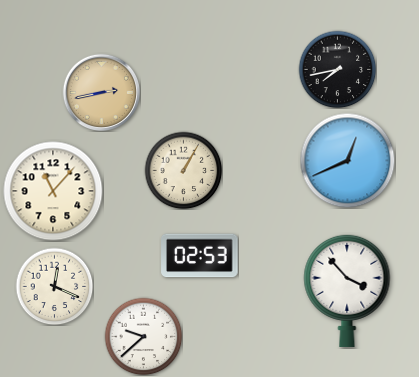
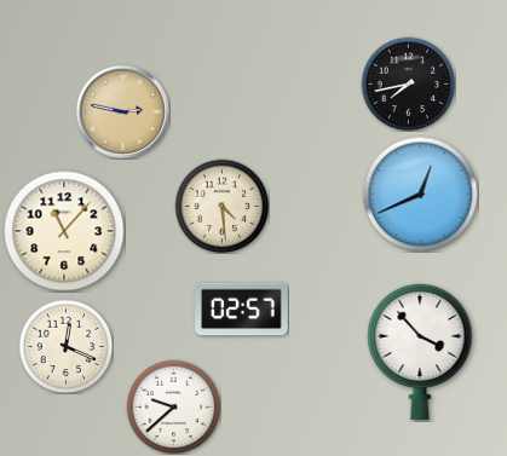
clock at (101, 92): 2:43 -> 2:47
clock at (183, 170): 1:05 -> 4:29
clock at (200, 256): 02:53 -> 02:57
